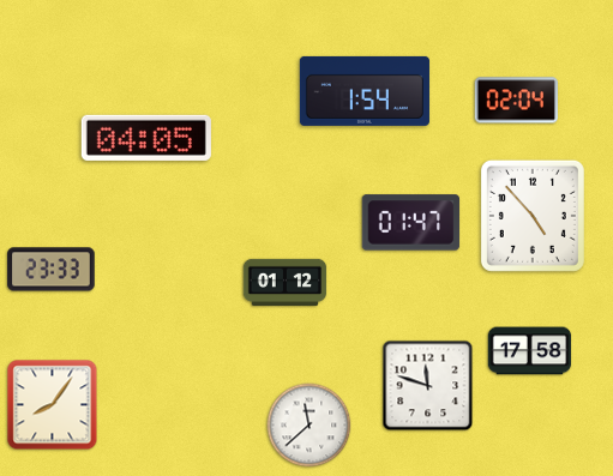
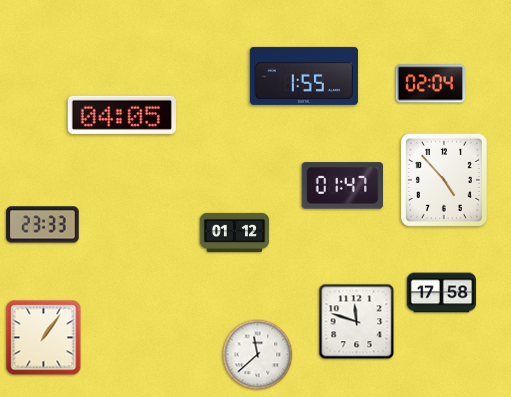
clock at (365, 91): 1:54 -> 1:55
clock at (286, 282) position: (286, 282) -> (235, 232)
clock at (53, 405): 8:06 -> 1:06
